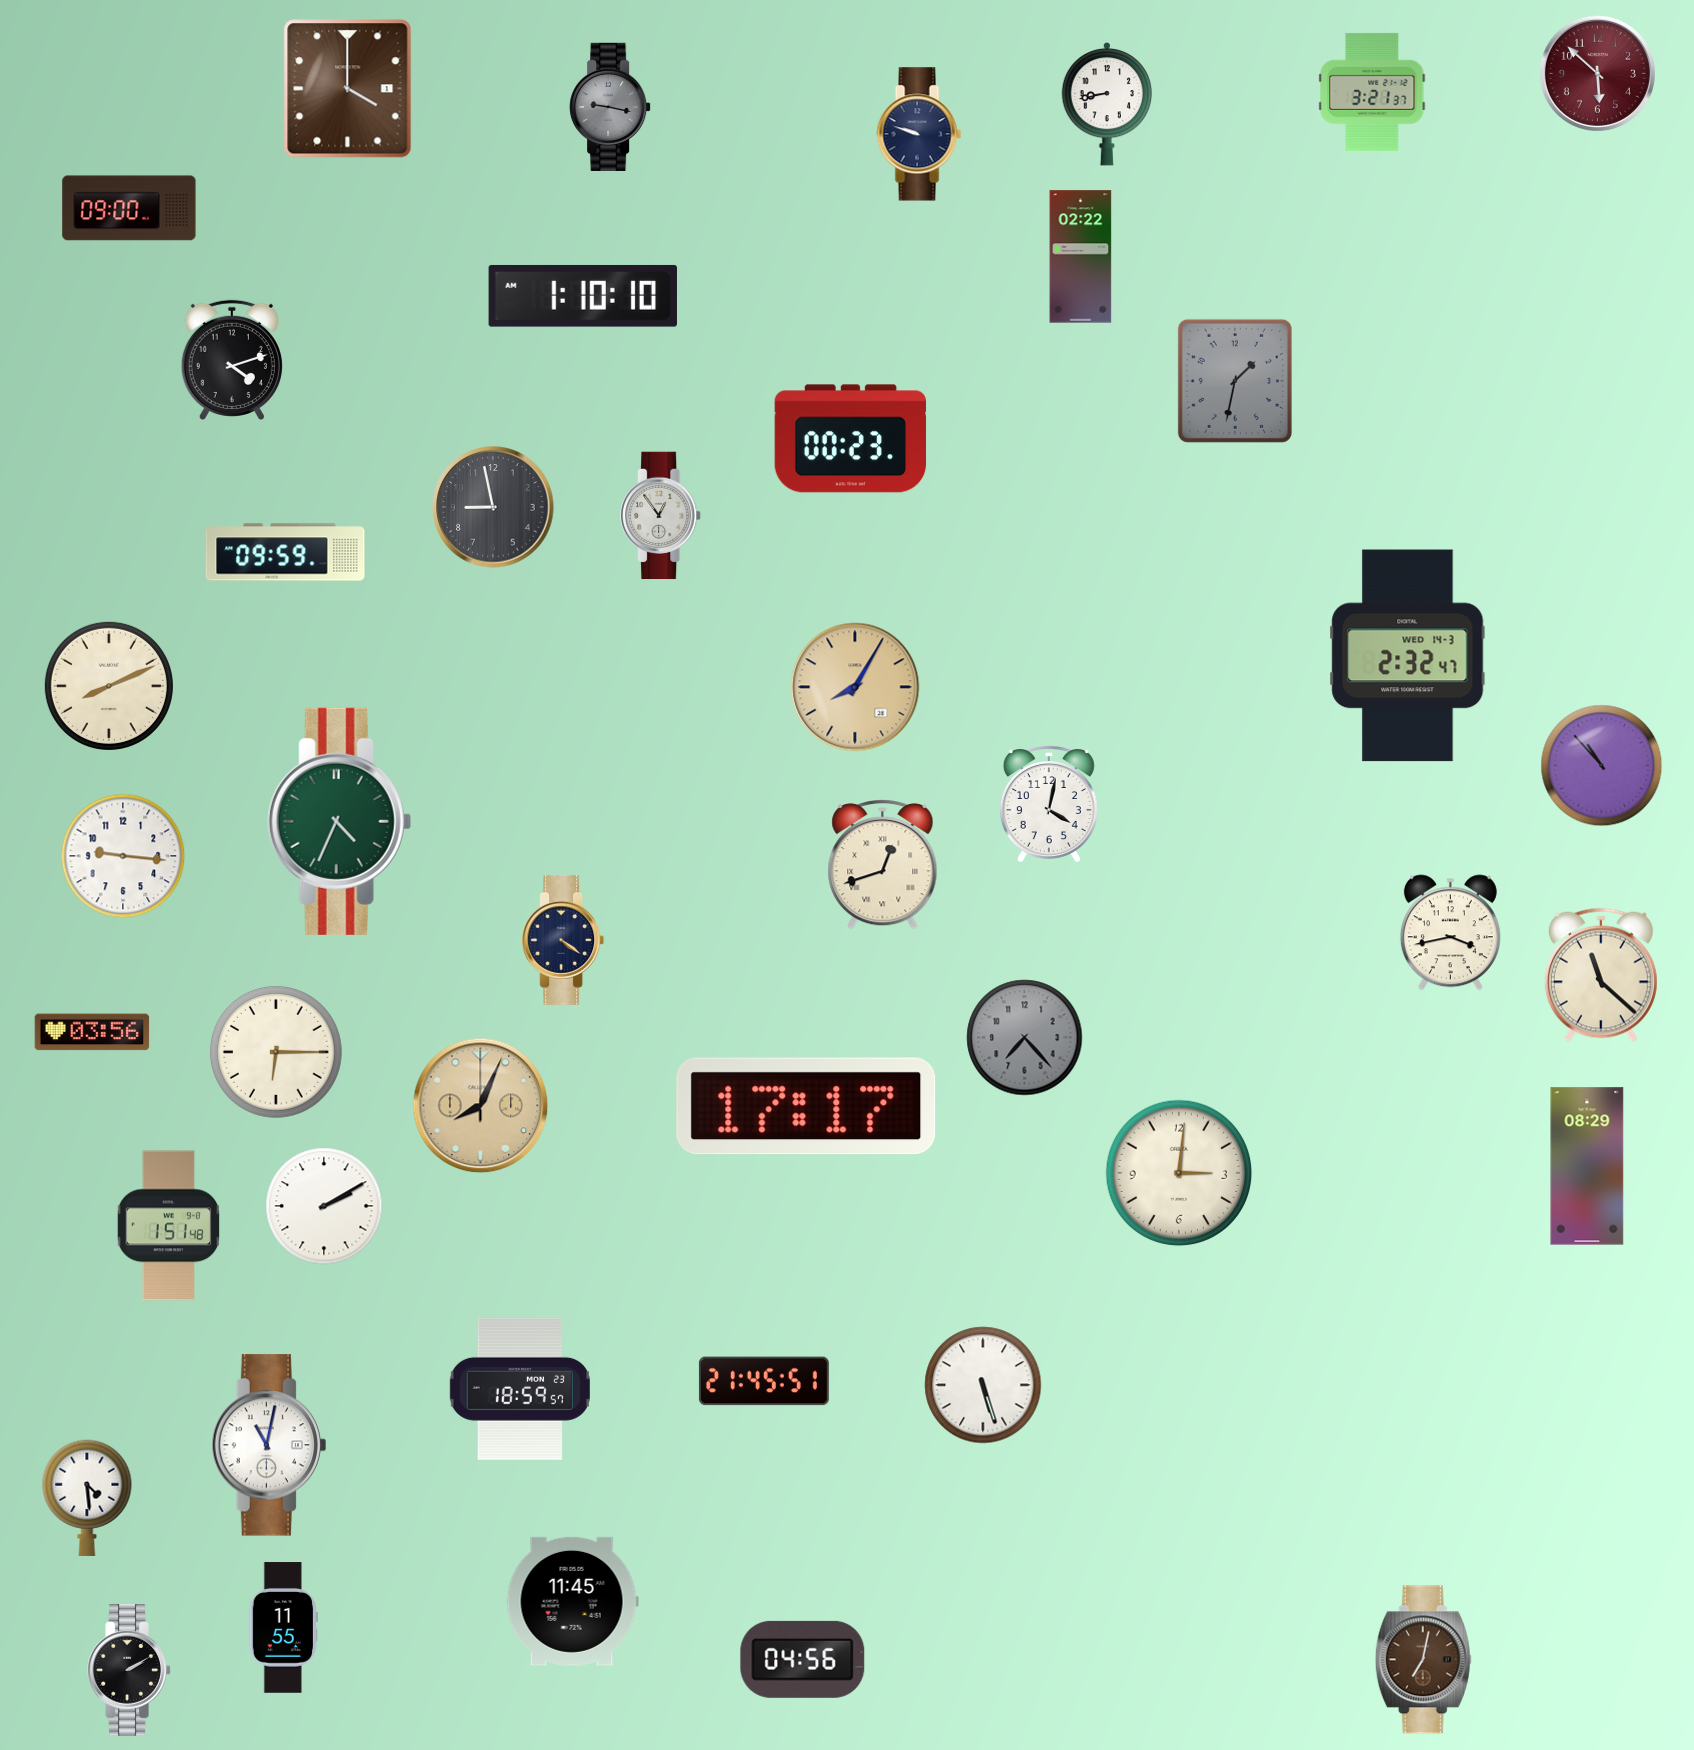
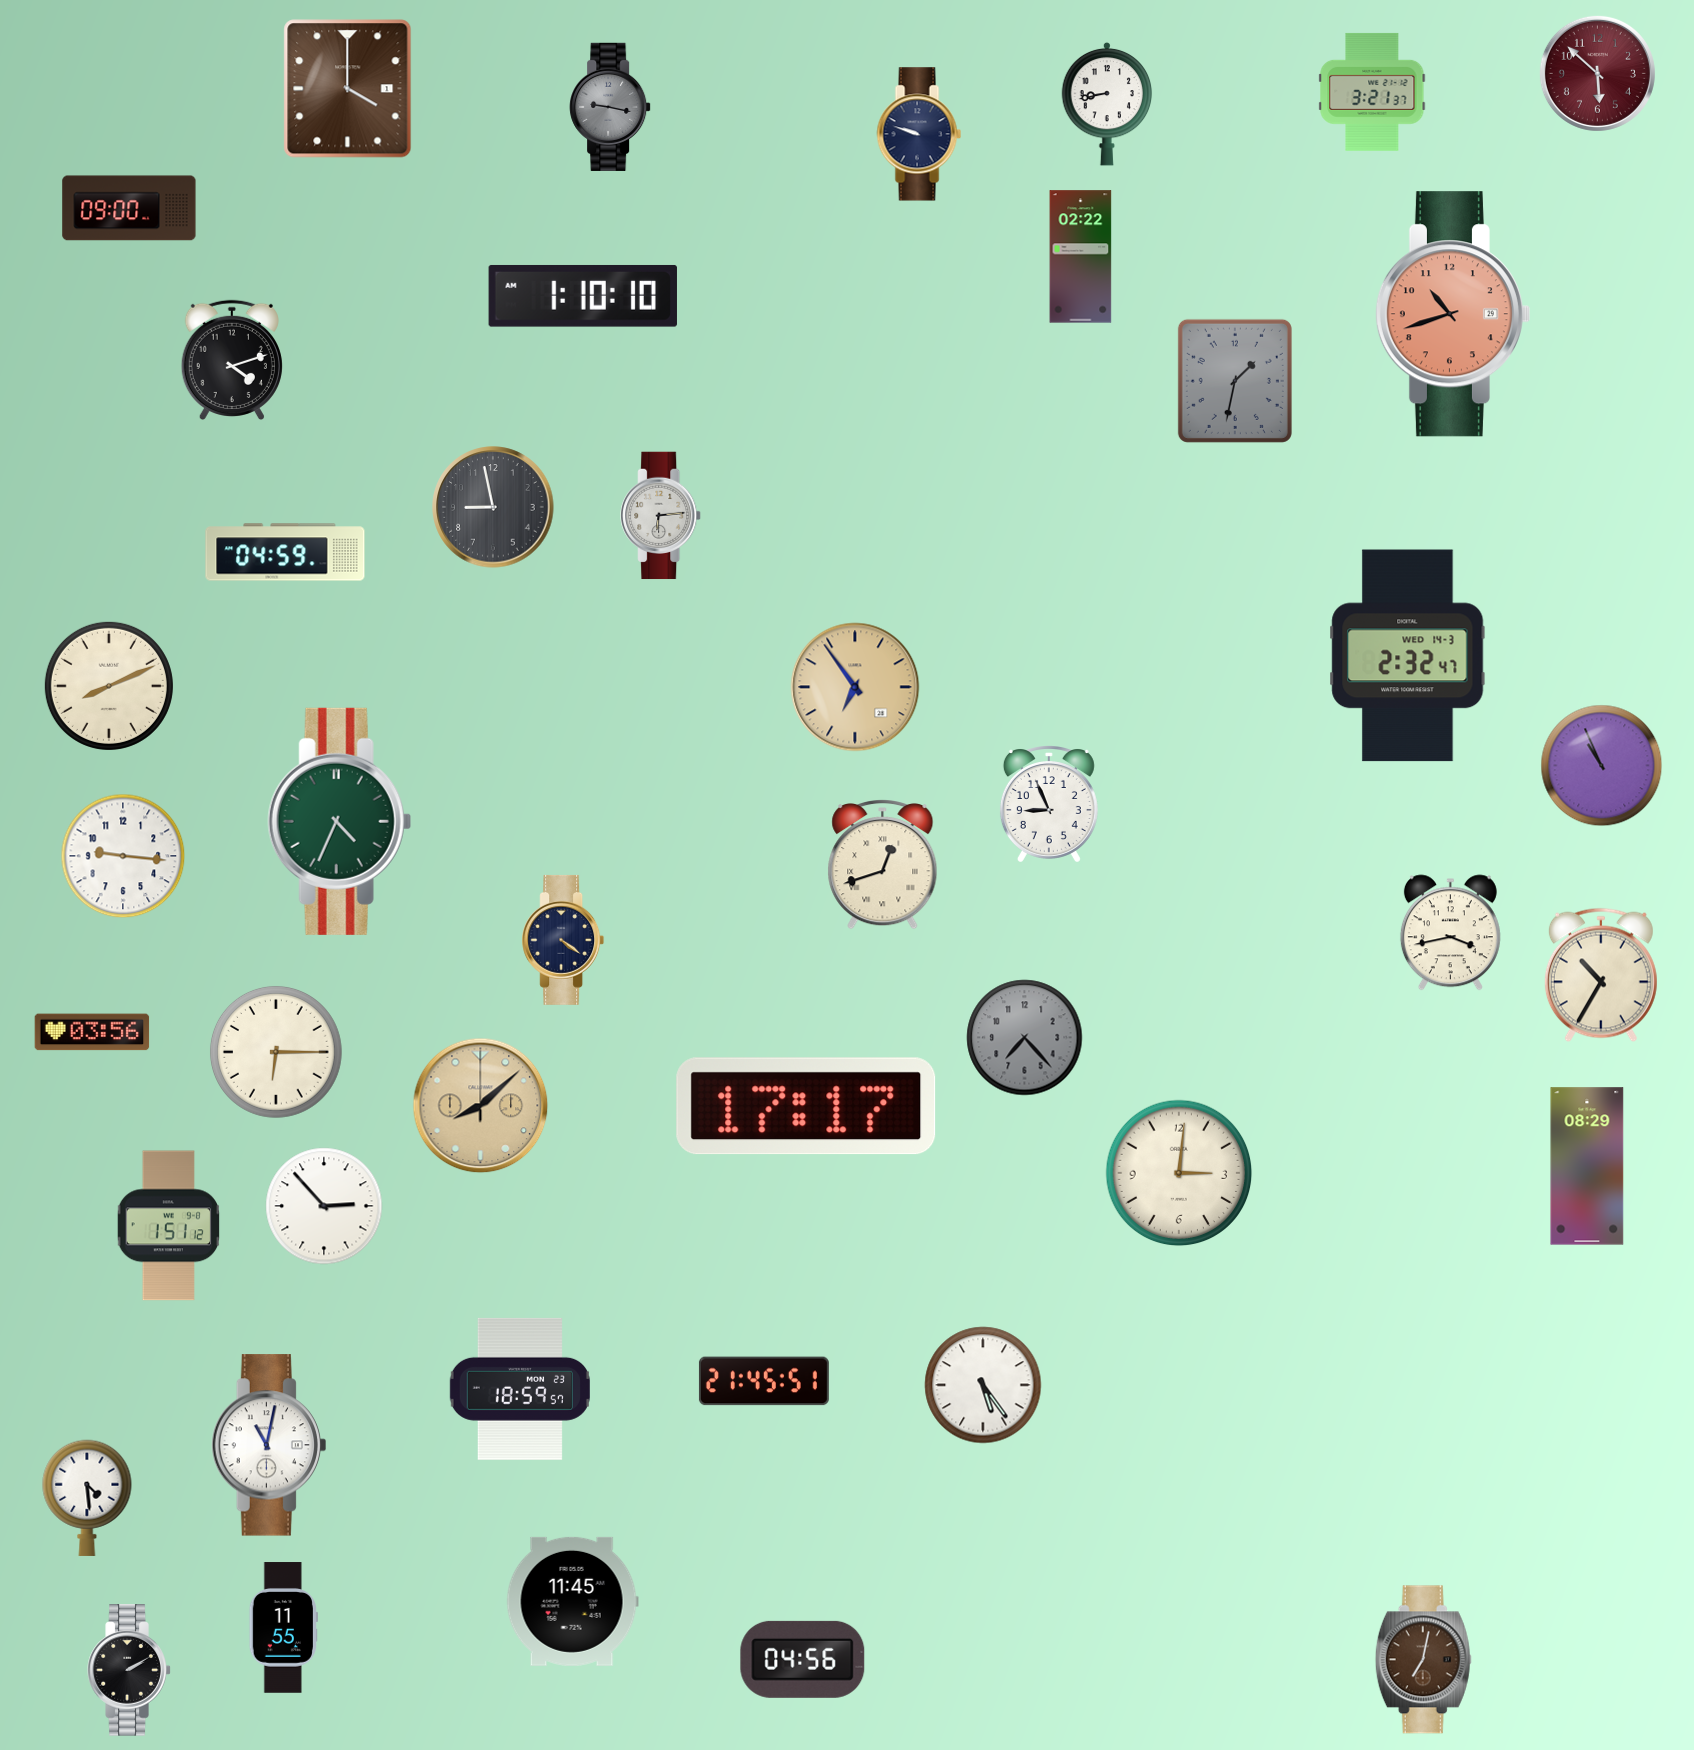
clock at (1452, 314): none -> 10:42
clock at (851, 439): 00:23 -> none
clock at (661, 516): 12:54 -> 6:14
clock at (285, 552): 09:59 -> 04:59
clock at (855, 687): 8:05 -> 6:54
clock at (1602, 766): 10:53 -> 10:56
clock at (1049, 804): 4:02 -> 8:56
clock at (1601, 975): 11:22 -> 10:35
clock at (481, 1106): 8:04 -> 8:08
clock at (324, 1206): 2:10 -> 2:53
clock at (169, 1226): 1:51:48 -> 1:51:12
clock at (983, 1385): 5:27 -> 5:24
